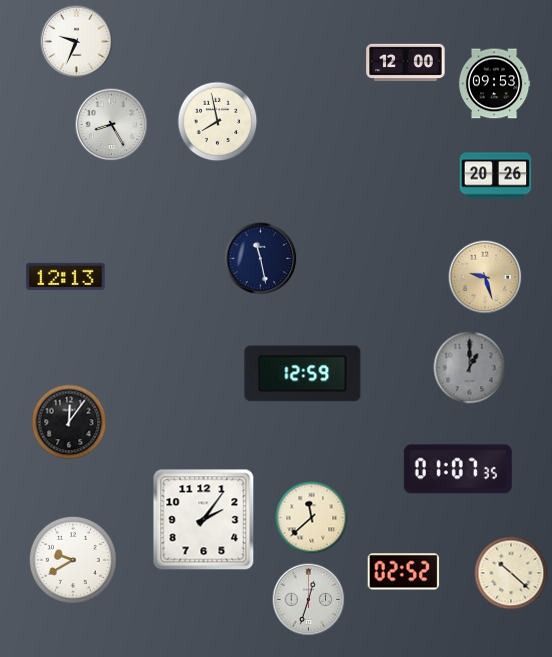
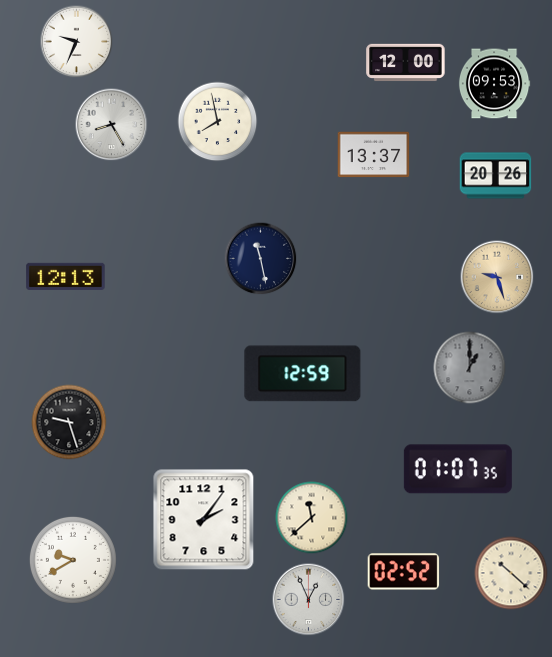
clock at (374, 155): none -> 13:37
clock at (485, 277) position: (485, 277) -> (497, 277)
clock at (69, 422): 12:06 -> 9:27
clock at (309, 600): 12:33 -> 12:56
